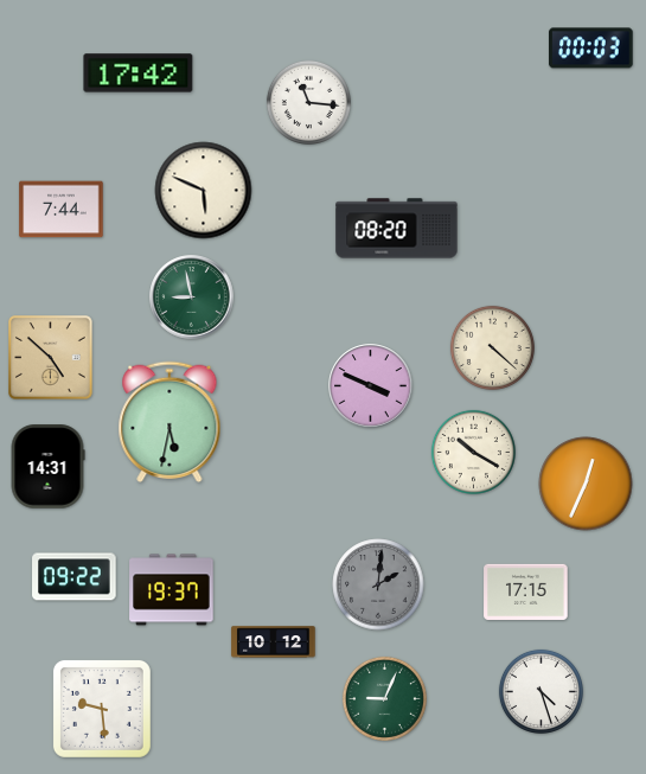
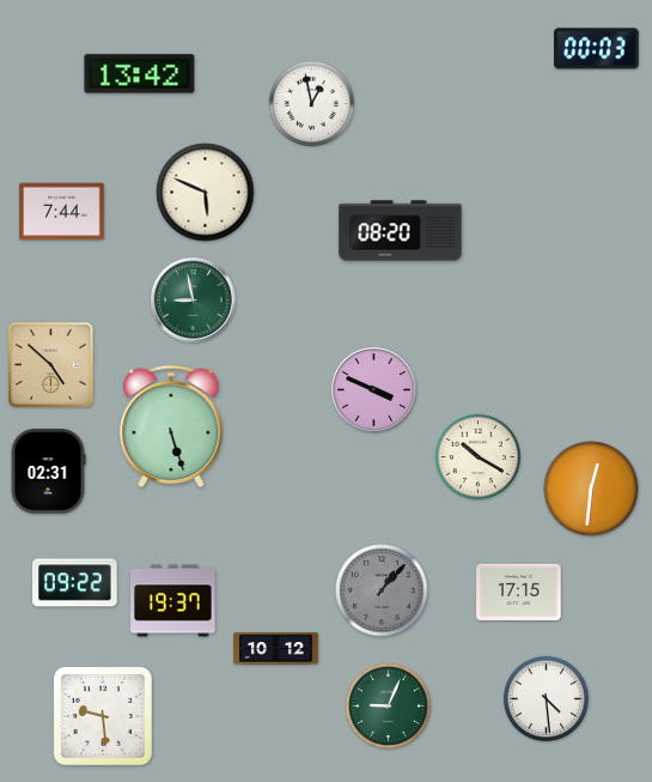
clock at (139, 73): 17:42 -> 13:42
clock at (308, 102): 11:16 -> 12:58
clock at (492, 347): 4:22 -> none
clock at (51, 358) position: (51, 358) -> (51, 365)
clock at (170, 421): 5:32 -> 5:27
clock at (47, 467): 14:31 -> 02:31
clock at (586, 484): 12:34 -> 12:31
clock at (378, 584): 2:01 -> 1:07
clock at (172, 590) position: (172, 590) -> (173, 601)
clock at (526, 591) position: (526, 591) -> (519, 592)
clock at (541, 691): 4:27 -> 4:29
